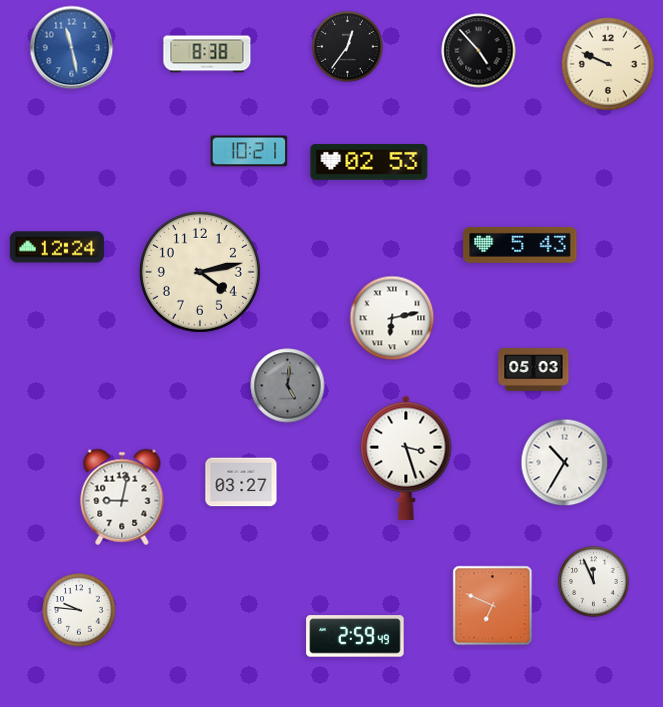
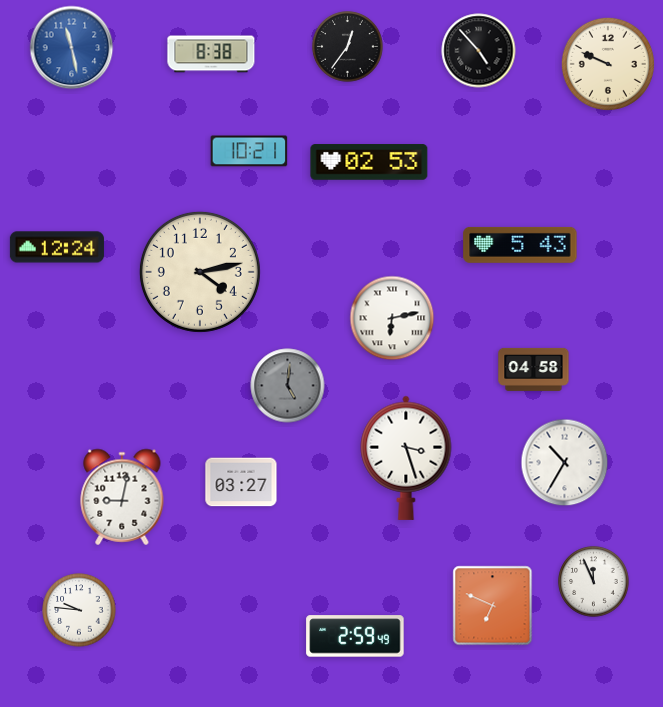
clock at (207, 54) position: (207, 54) -> (211, 54)
clock at (534, 369): 05:03 -> 04:58
